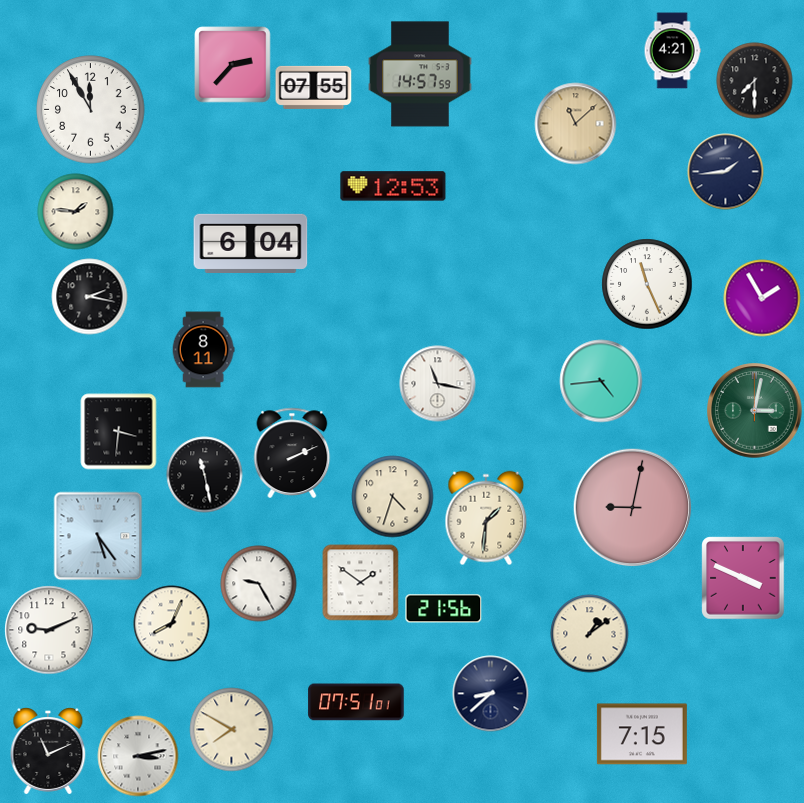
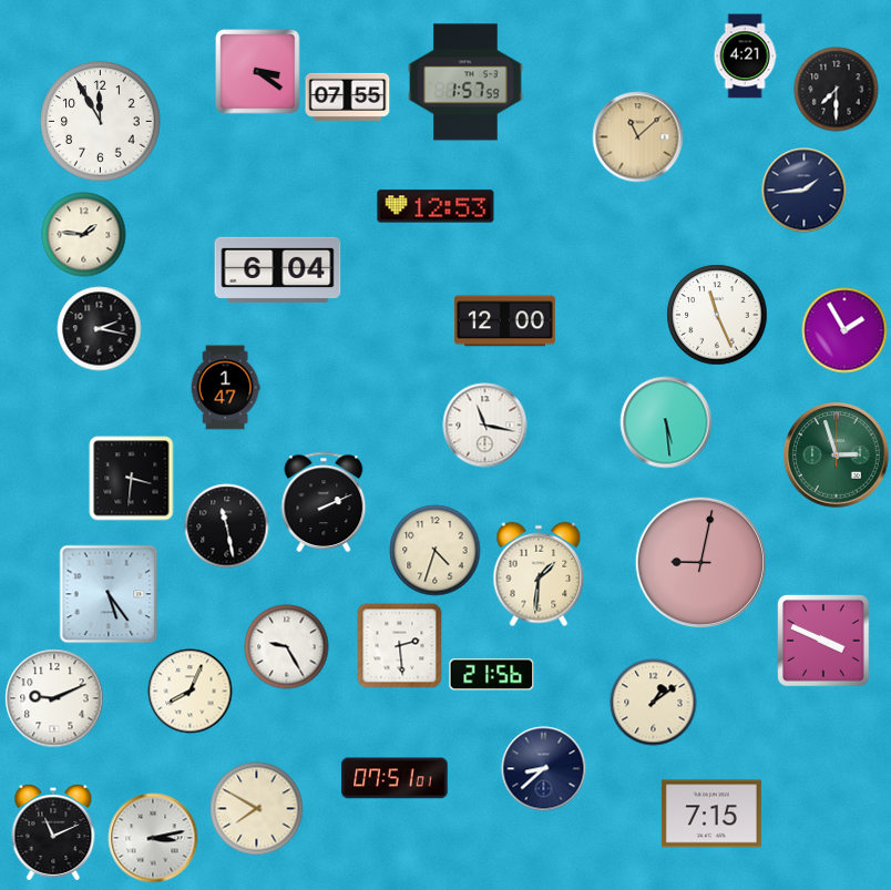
clock at (233, 65): 2:37 -> 3:21
clock at (420, 74): 14:57 -> 1:57
clock at (504, 321): none -> 12:00
clock at (203, 350): 8:11 -> 1:47
clock at (601, 381): 4:44 -> 5:29
clock at (755, 411): 3:02 -> 2:57
clock at (361, 583): 1:51 -> 2:29
